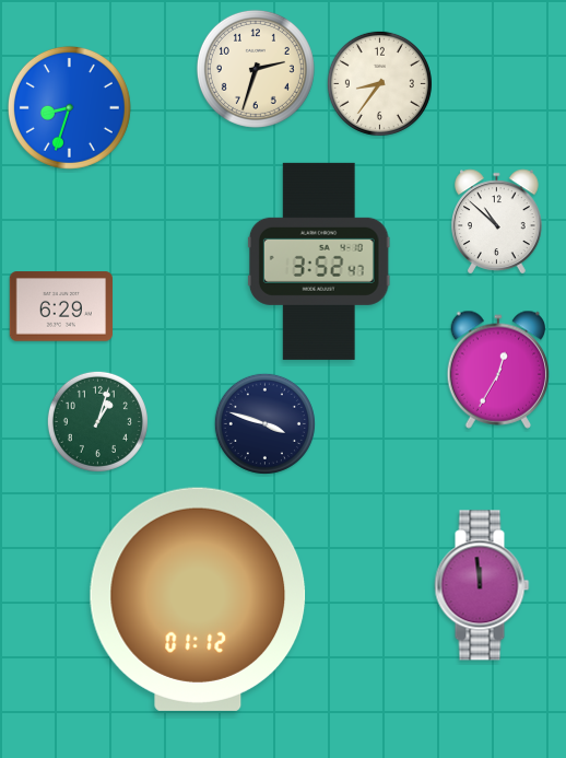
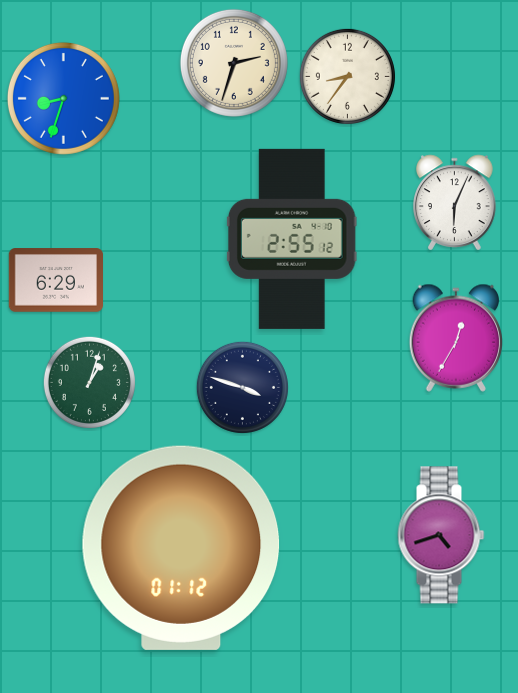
clock at (497, 222): 10:52 -> 6:04
clock at (319, 261): 3:52 -> 2:55
clock at (97, 421) position: (97, 421) -> (89, 382)
clock at (482, 585): 11:59 -> 4:42
